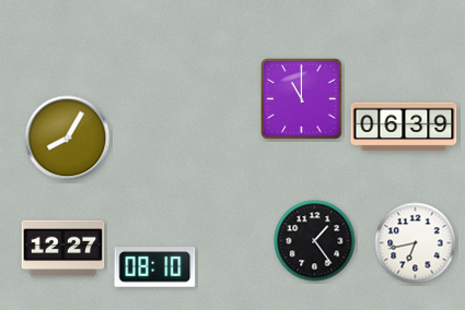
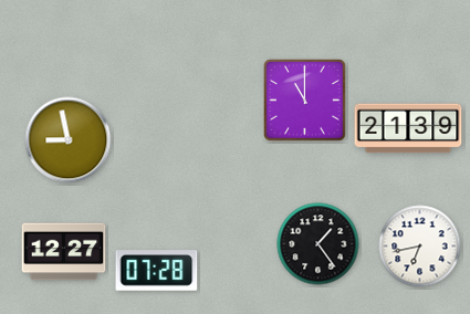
clock at (404, 127): 06:39 -> 21:39
clock at (68, 139): 8:05 -> 8:58
clock at (155, 267): 08:10 -> 07:28
